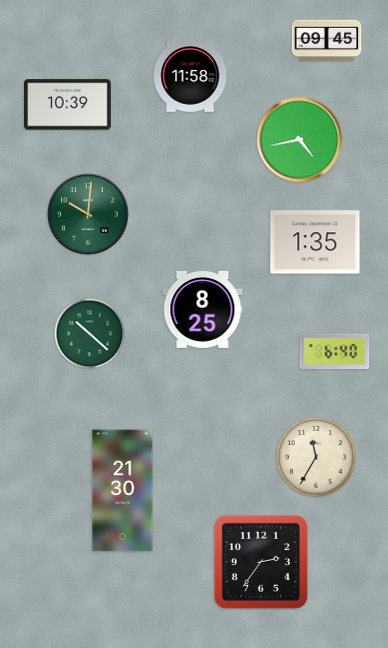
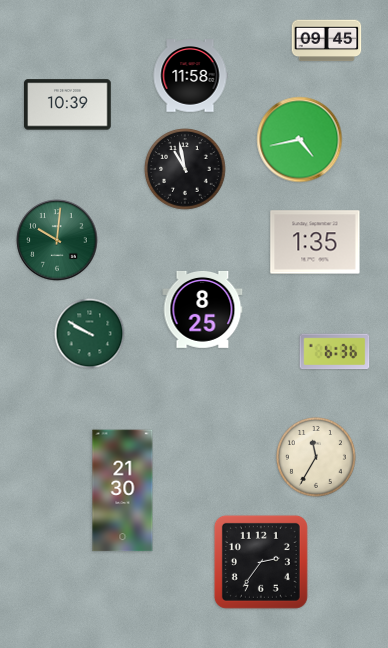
clock at (185, 169): none -> 10:58
clock at (88, 214) position: (88, 214) -> (57, 240)
clock at (90, 334): 10:22 -> 9:50
clock at (335, 352): 6:40 -> 6:36
